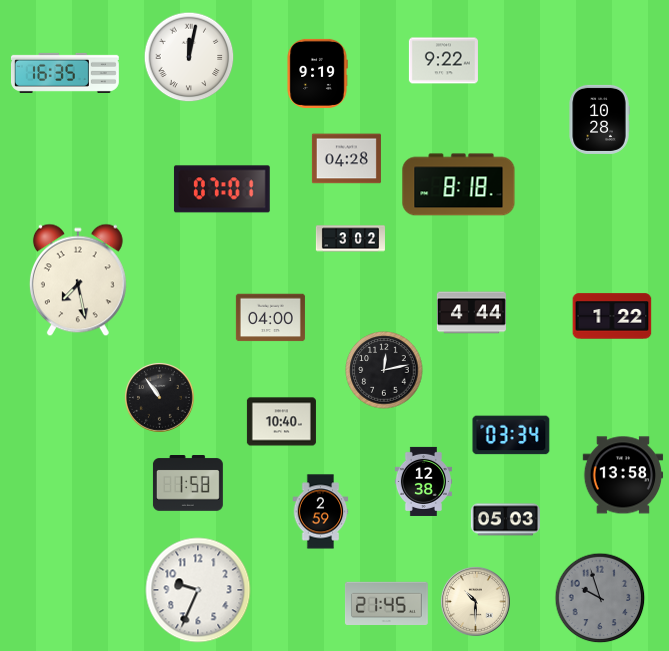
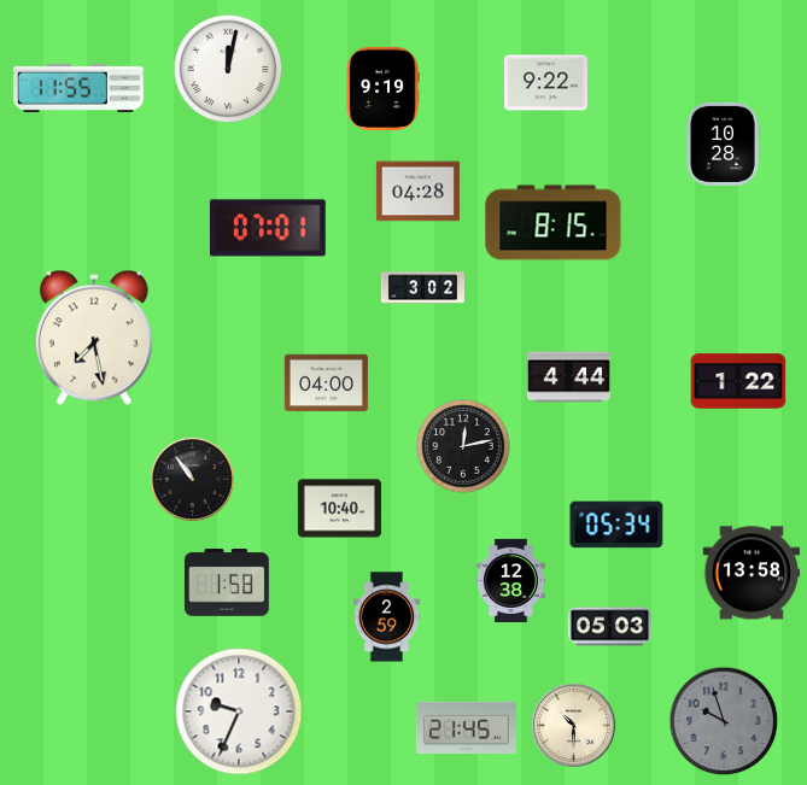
clock at (443, 61) position: (443, 61) -> (545, 83)
clock at (65, 73): 16:35 -> 11:55
clock at (459, 185): 8:18 -> 8:15
clock at (511, 435): 03:34 -> 05:34
